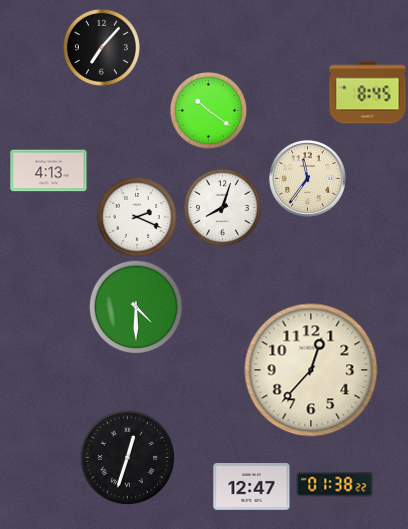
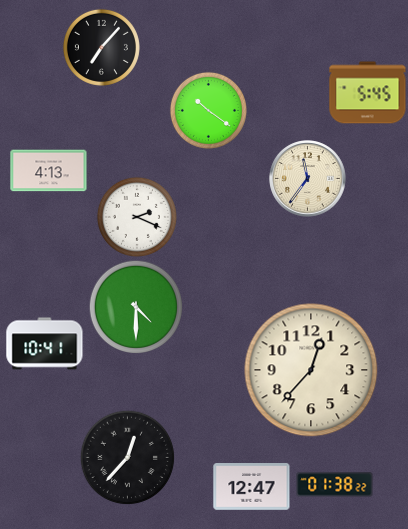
clock at (368, 93): 8:45 -> 5:45
clock at (222, 207): 8:03 -> none
clock at (45, 344): none -> 10:41
clock at (127, 457): 12:33 -> 12:37
